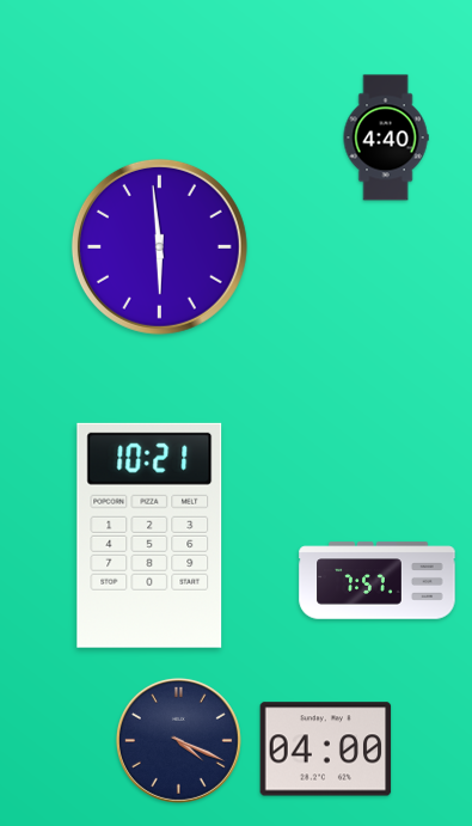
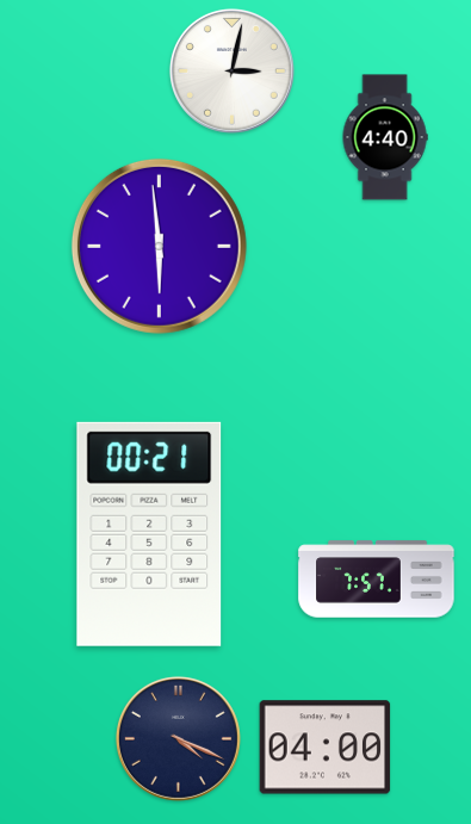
clock at (231, 70): none -> 3:02
clock at (149, 536): 10:21 -> 00:21
